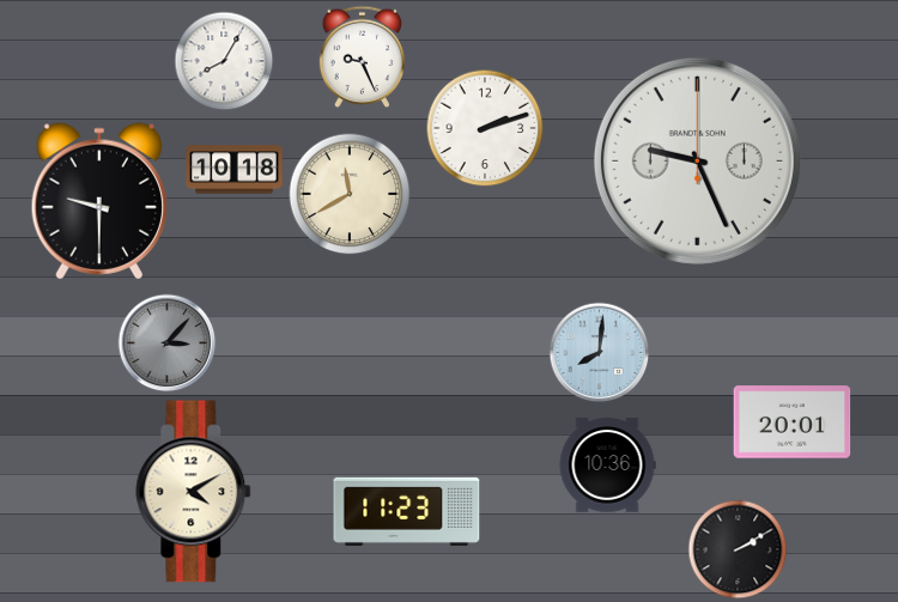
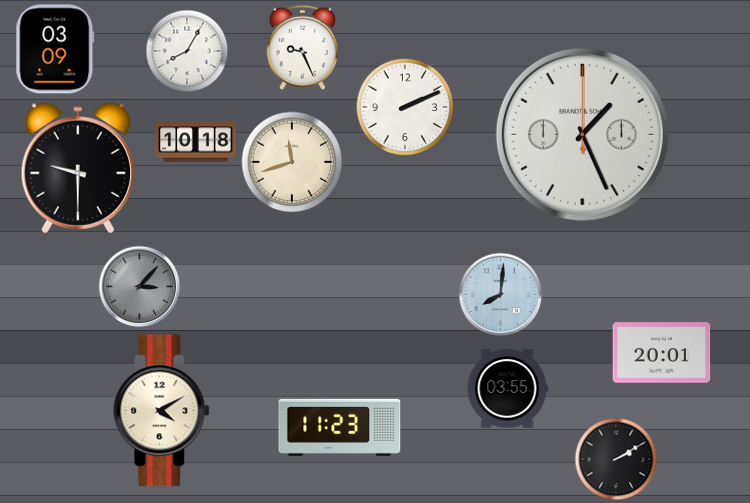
clock at (55, 49): none -> 03:09
clock at (485, 128): 2:12 -> 2:11
clock at (697, 160): 9:26 -> 1:26
clock at (350, 194): 11:40 -> 11:42
clock at (98, 201) position: (98, 201) -> (77, 168)
clock at (607, 466): 10:36 -> 03:55
